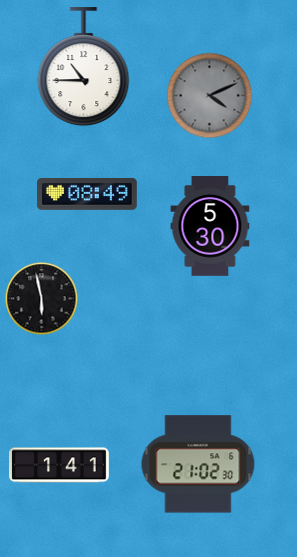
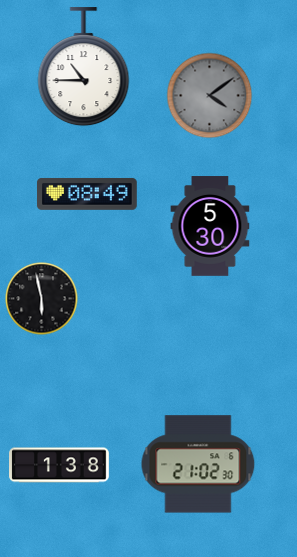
clock at (210, 96): 4:11 -> 4:09
clock at (59, 465): 1:41 -> 1:38
